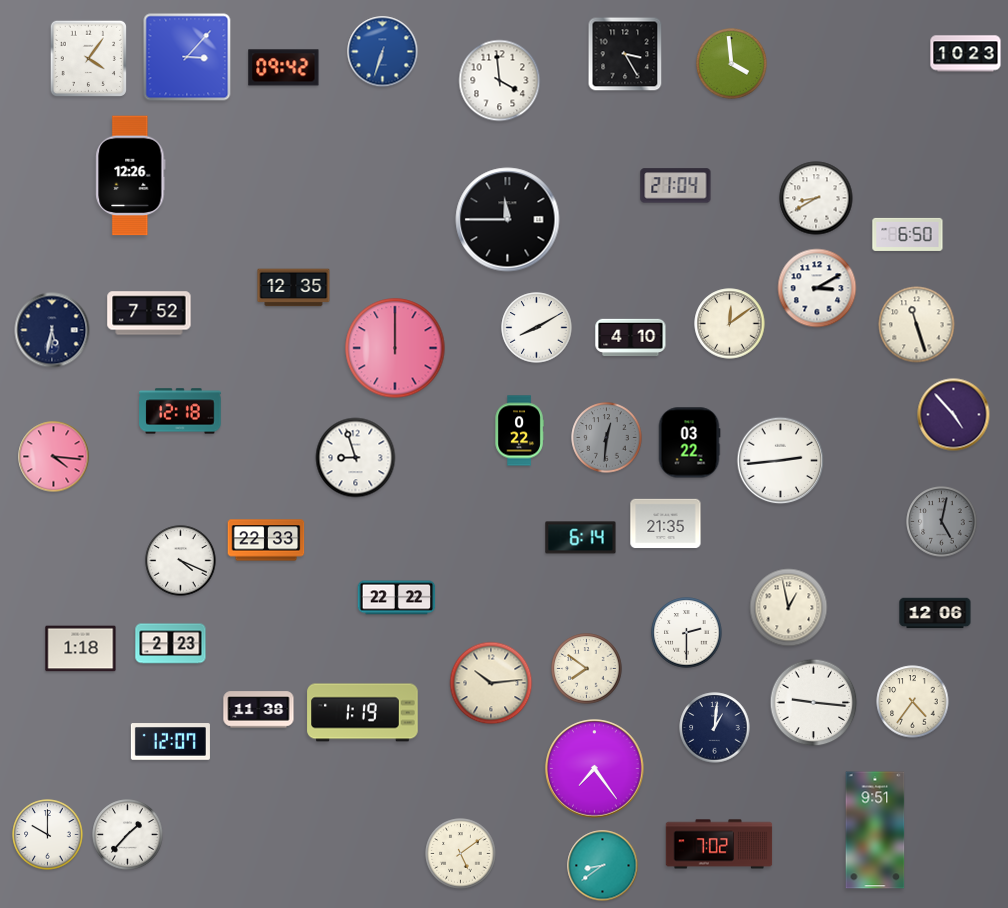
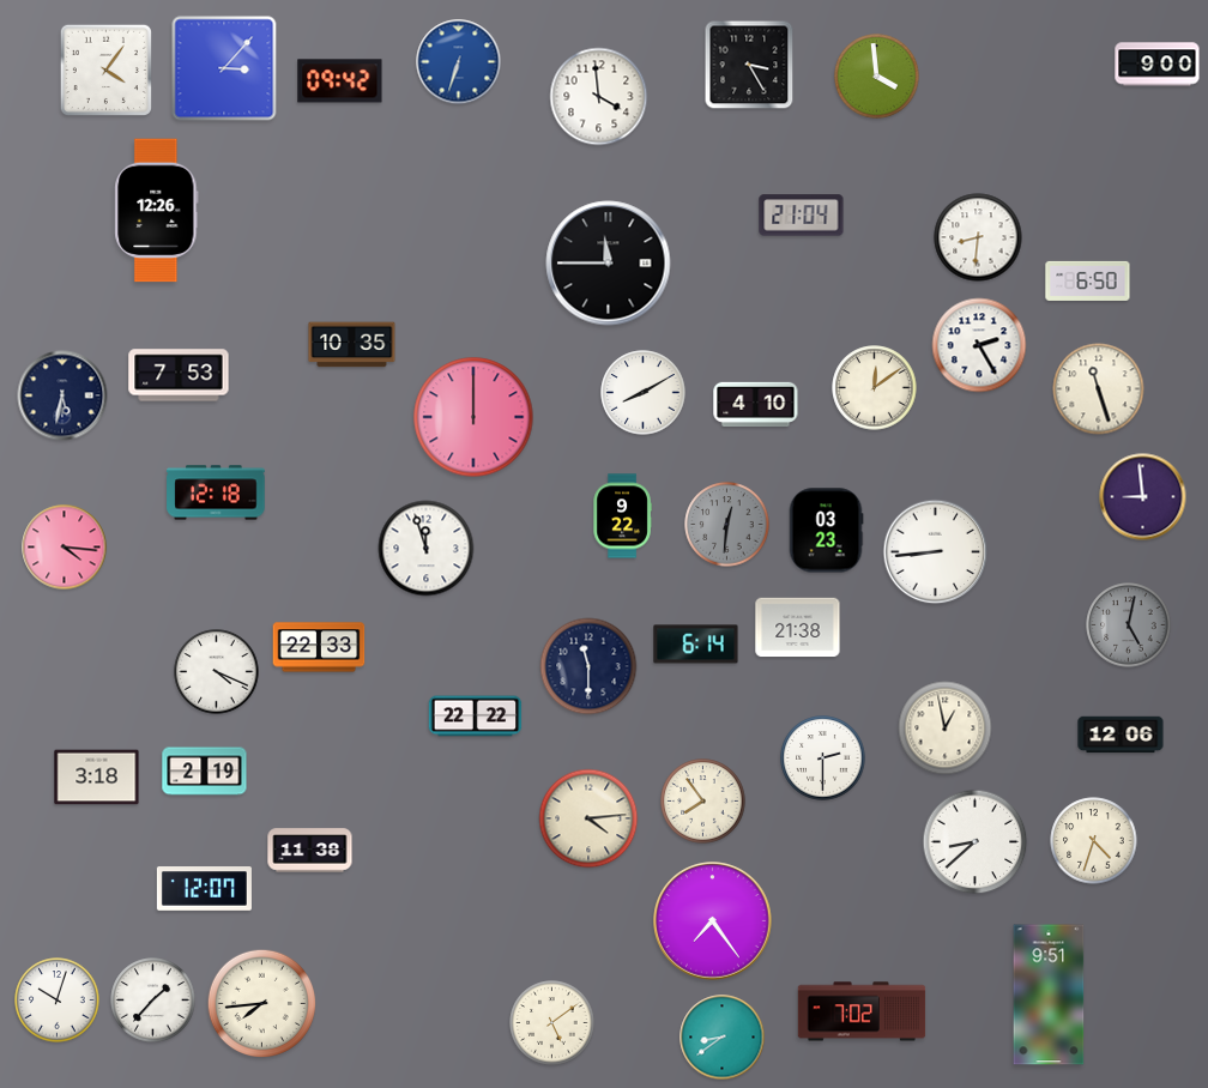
clock at (966, 54): 10:23 -> 9:00
clock at (676, 186) position: (676, 186) -> (802, 216)
clock at (816, 198): 8:40 -> 8:31
clock at (294, 288): 12:35 -> 10:35
clock at (817, 288): 3:10 -> 2:25
clock at (149, 313): 7:52 -> 7:53
clock at (954, 415): 4:53 -> 8:59
clock at (519, 431): 0:22 -> 9:22
clock at (689, 443): 03:22 -> 03:23
clock at (356, 458): 8:57 -> 11:57
clock at (781, 461): 2:44 -> 8:44
clock at (666, 524): 21:35 -> 21:38
clock at (588, 666): none -> 11:30
clock at (171, 644): 2:23 -> 2:19
clock at (81, 649): 1:18 -> 3:18
clock at (587, 669): 7:51 -> 7:54
clock at (491, 683): 10:14 -> 4:14
clock at (913, 702): 4:36 -> 4:33
clock at (814, 703): 9:16 -> 8:38
clock at (363, 713): 1:19 -> none
clock at (715, 728): 1:01 -> none
clock at (48, 835): 10:00 -> 10:03
clock at (261, 1003): none -> 7:44
